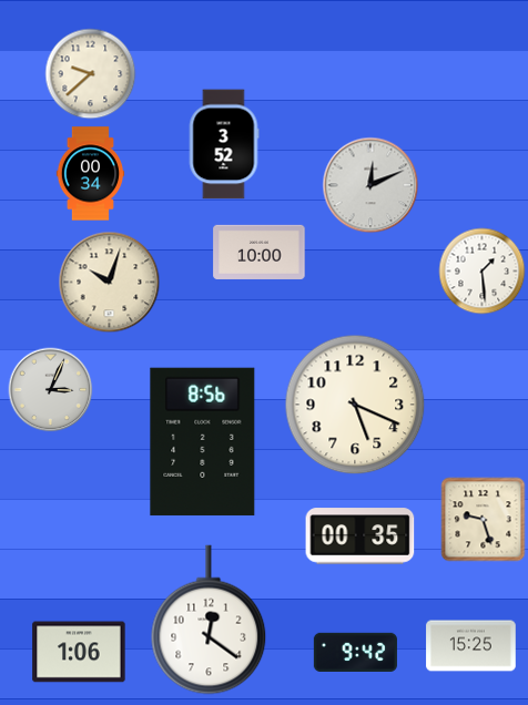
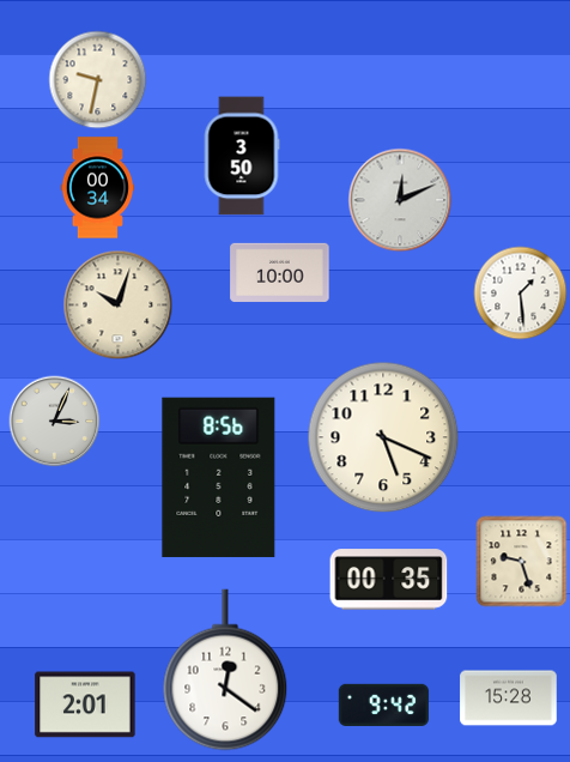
clock at (91, 74): 9:38 -> 9:32
clock at (224, 144): 3:52 -> 3:50
clock at (471, 646): 15:25 -> 15:28
clock at (79, 652): 1:06 -> 2:01
